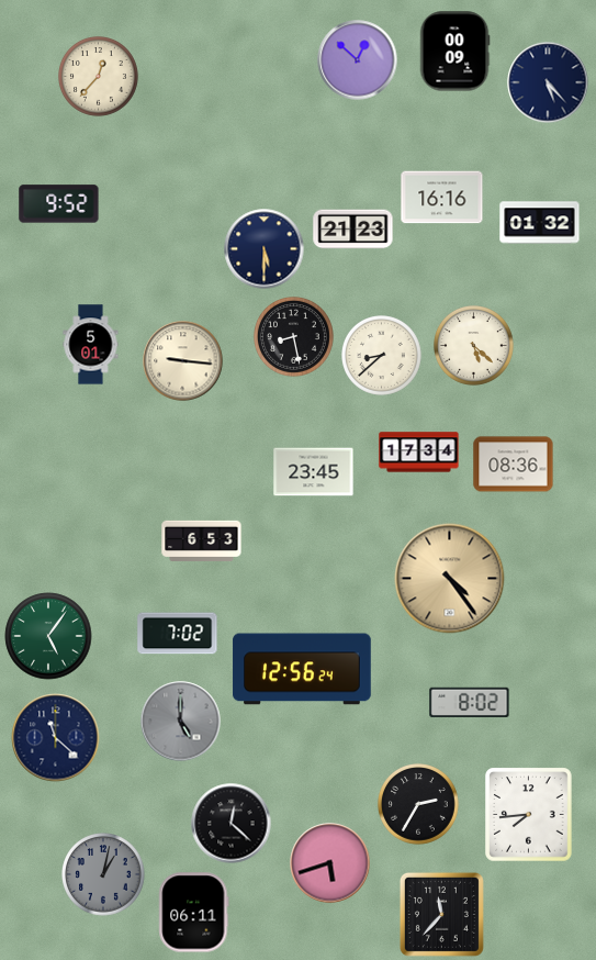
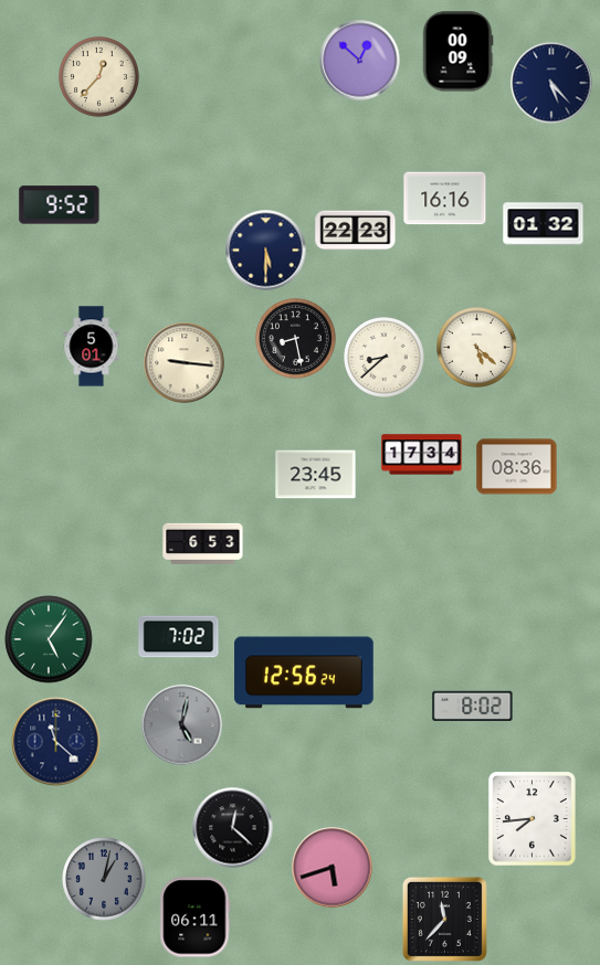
clock at (353, 230): 21:23 -> 22:23
clock at (450, 579): 4:24 -> none
clock at (181, 722): 5:00 -> 5:02
clock at (419, 805): 2:35 -> none
